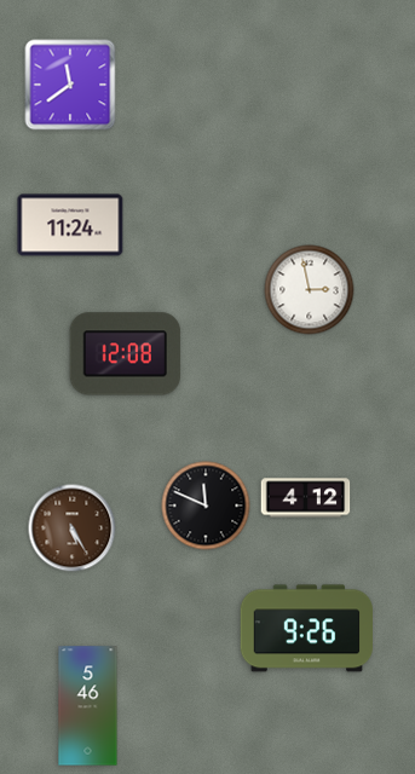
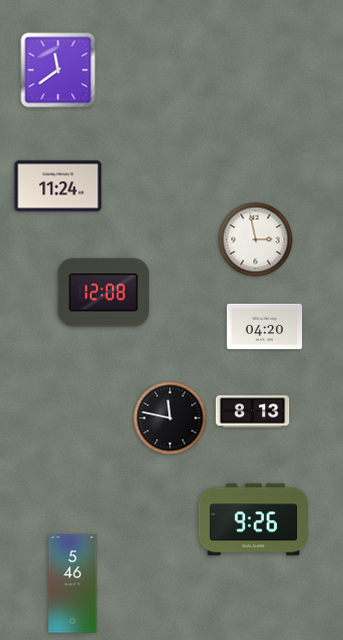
clock at (265, 327): none -> 04:20
clock at (306, 498): 4:12 -> 8:13
clock at (206, 506): 11:49 -> 11:47
clock at (73, 528): 5:25 -> none
